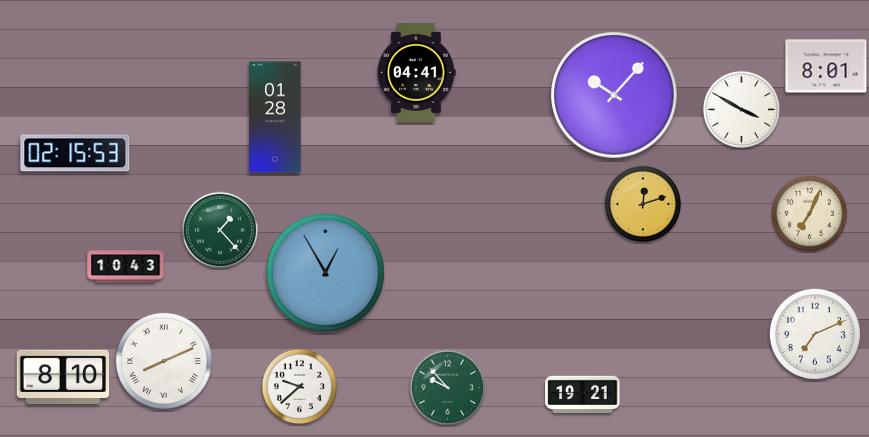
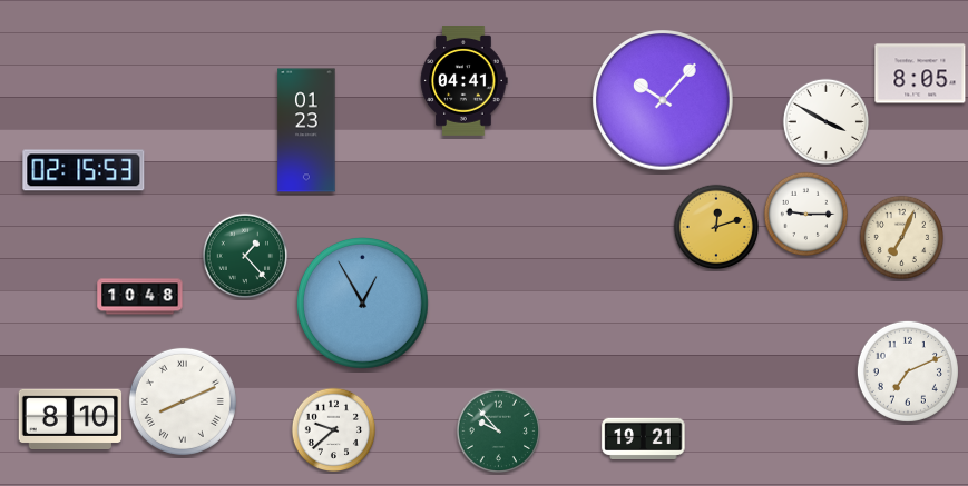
clock at (826, 66): 8:01 -> 8:05
clock at (614, 95) position: (614, 95) -> (663, 100)
clock at (275, 117): 01:28 -> 01:23
clock at (806, 215): none -> 9:15
clock at (126, 267): 10:43 -> 10:48
clock at (583, 394) position: (583, 394) -> (644, 438)
